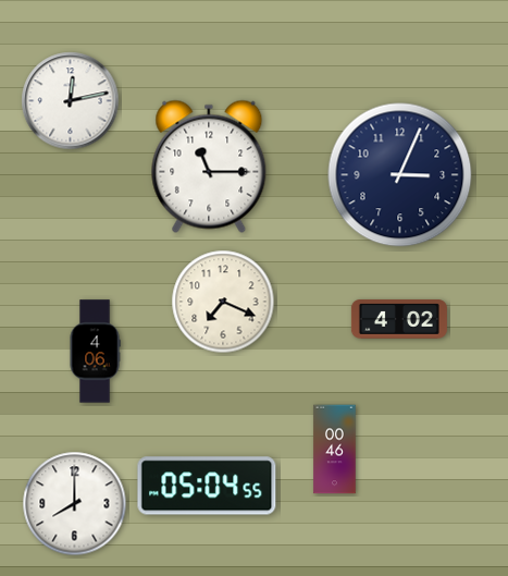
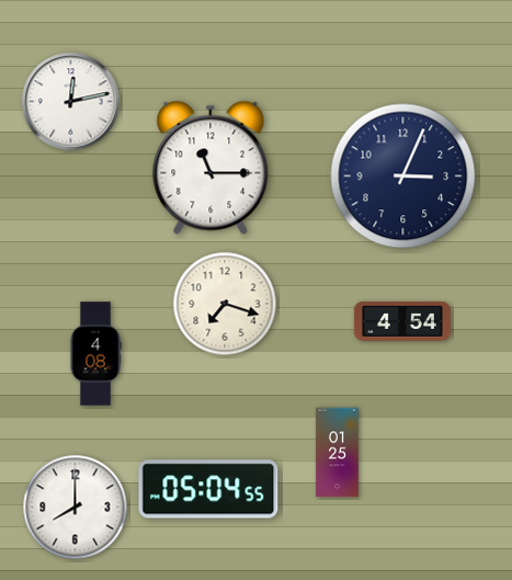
clock at (223, 302): 7:19 -> 7:18
clock at (399, 319): 4:02 -> 4:54
clock at (95, 352): 4:06 -> 4:08
clock at (335, 450): 00:46 -> 01:25
